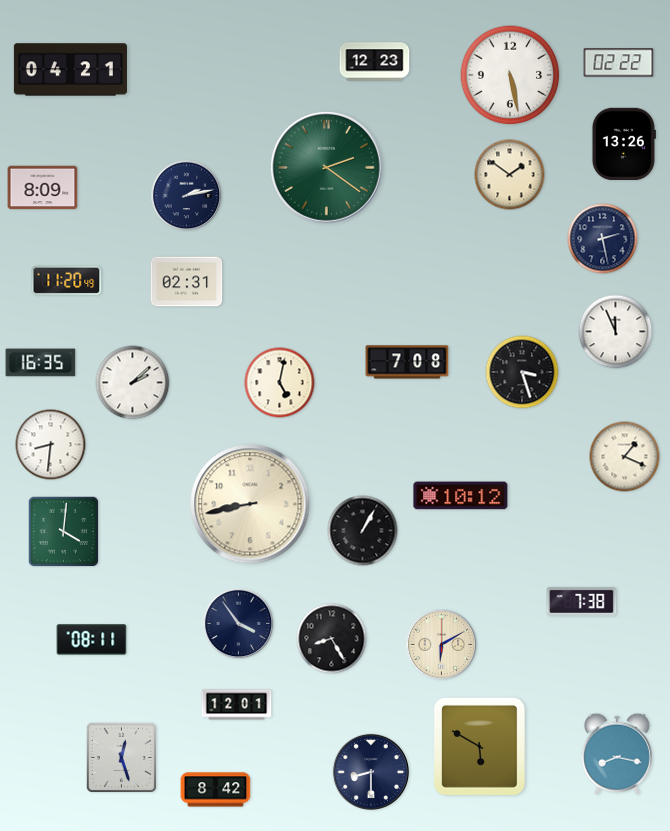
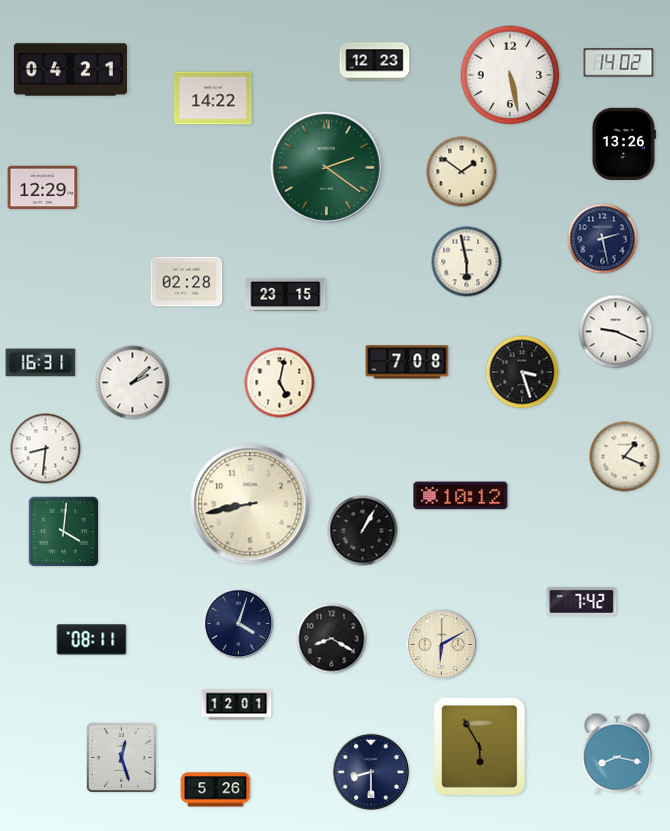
clock at (619, 63): 02:22 -> 14:02
clock at (213, 98): none -> 14:22
clock at (510, 175) position: (510, 175) -> (462, 172)
clock at (43, 188): 8:09 -> 12:29
clock at (187, 196): 2:13 -> none
clock at (467, 262): none -> 5:58
clock at (67, 281): 11:20 -> none
clock at (187, 282): 02:31 -> 02:28
clock at (286, 294): none -> 23:15
clock at (616, 332): 11:56 -> 9:19
clock at (41, 363): 16:35 -> 16:31
clock at (51, 445) position: (51, 445) -> (46, 449)
clock at (582, 601): 7:38 -> 7:42
clock at (239, 624): 3:54 -> 4:03
clock at (332, 639): 8:25 -> 8:20
clock at (479, 746): 5:50 -> 5:55
clock at (216, 790): 8:42 -> 5:26
